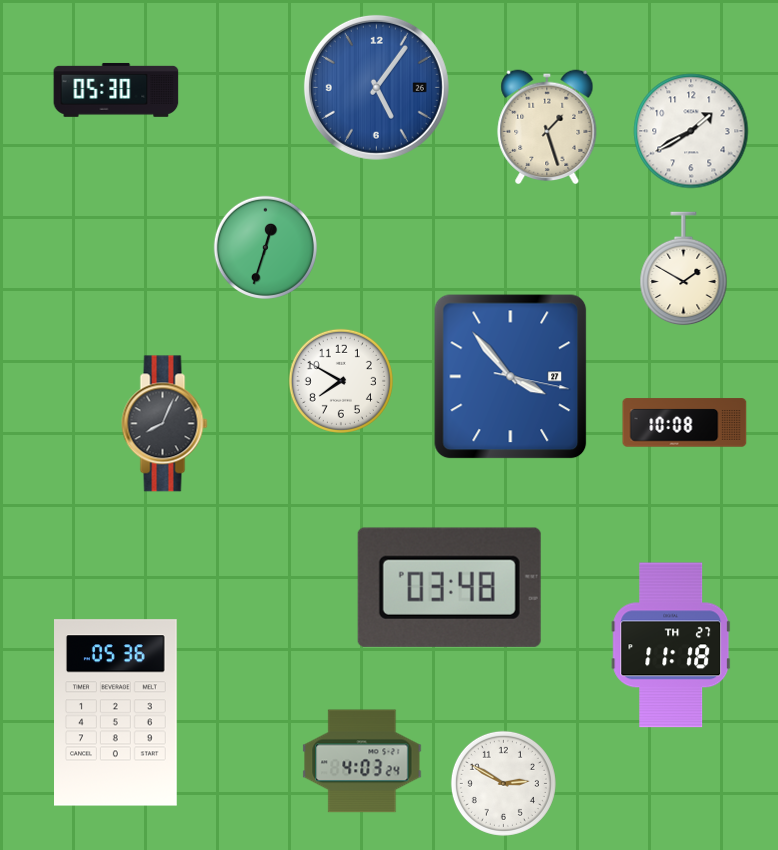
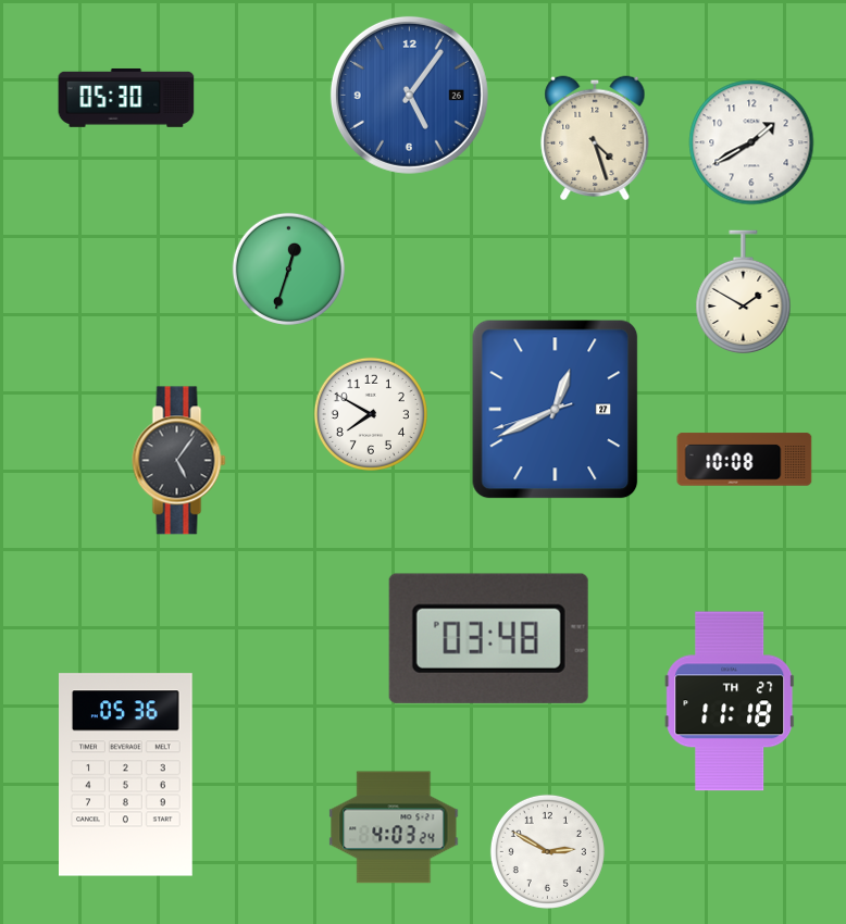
clock at (547, 126): 1:27 -> 4:27
clock at (511, 377): 3:53 -> 12:40
clock at (165, 424): 8:04 -> 5:06
